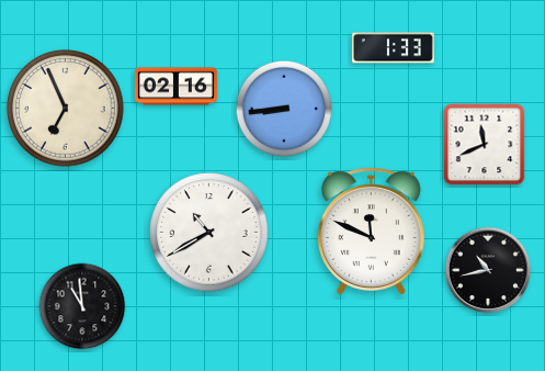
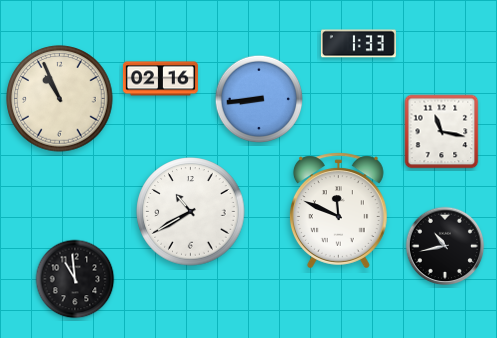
clock at (66, 109): 6:56 -> 10:56
clock at (485, 145): 11:41 -> 11:17
